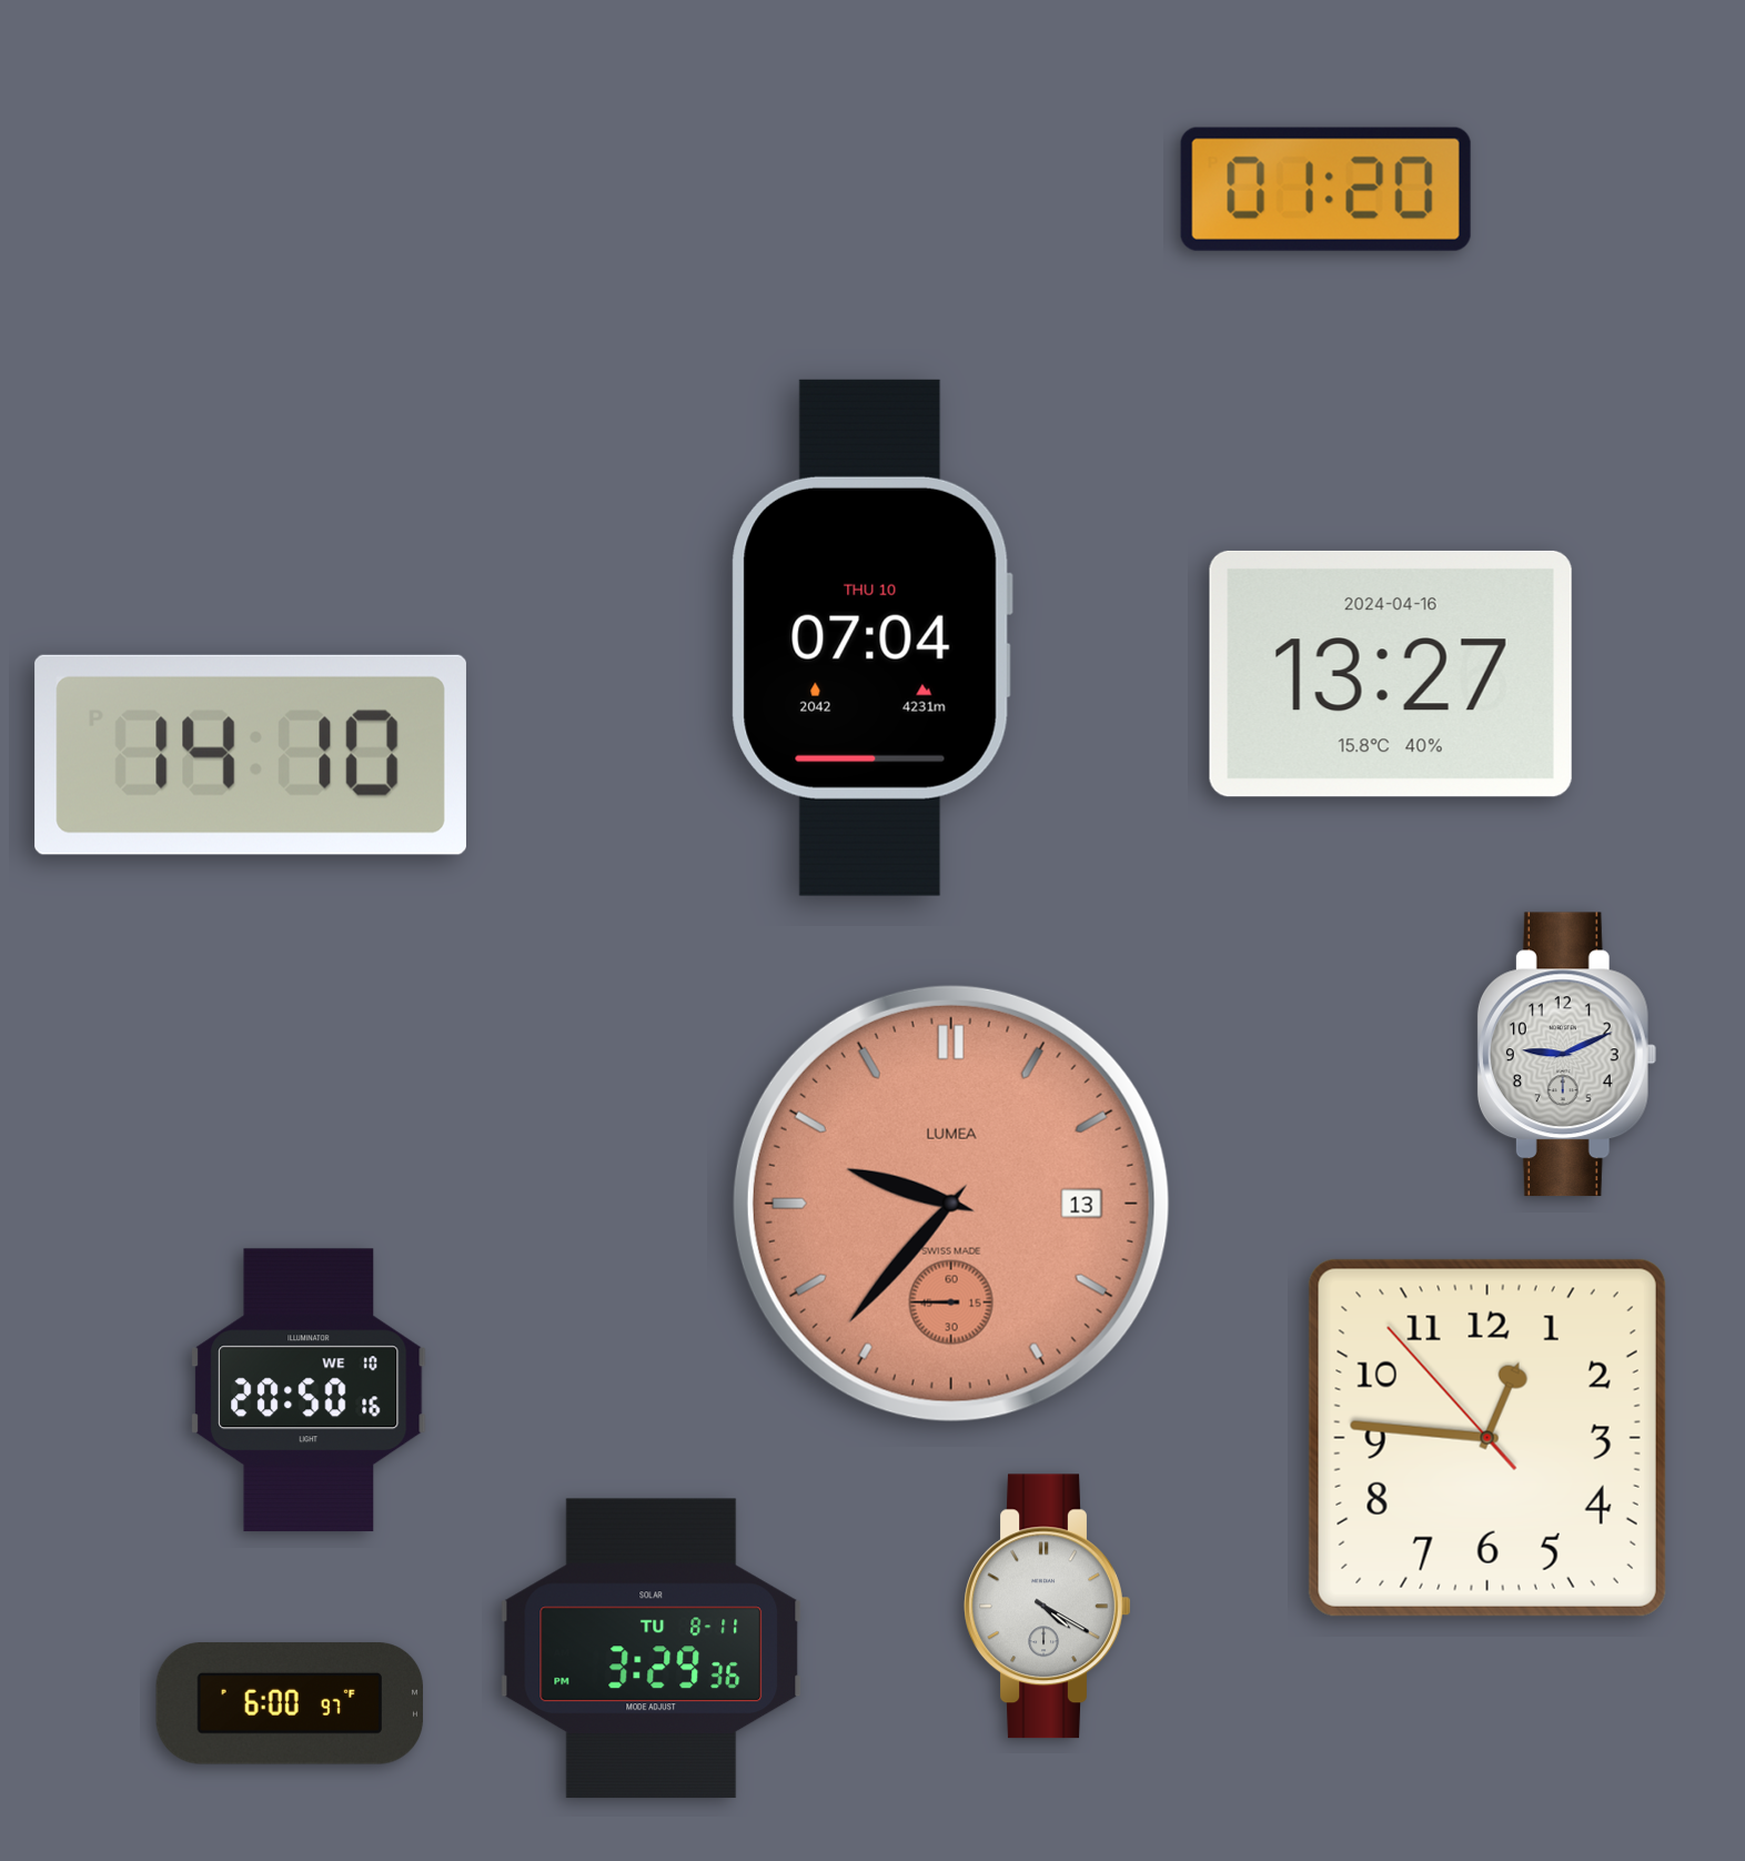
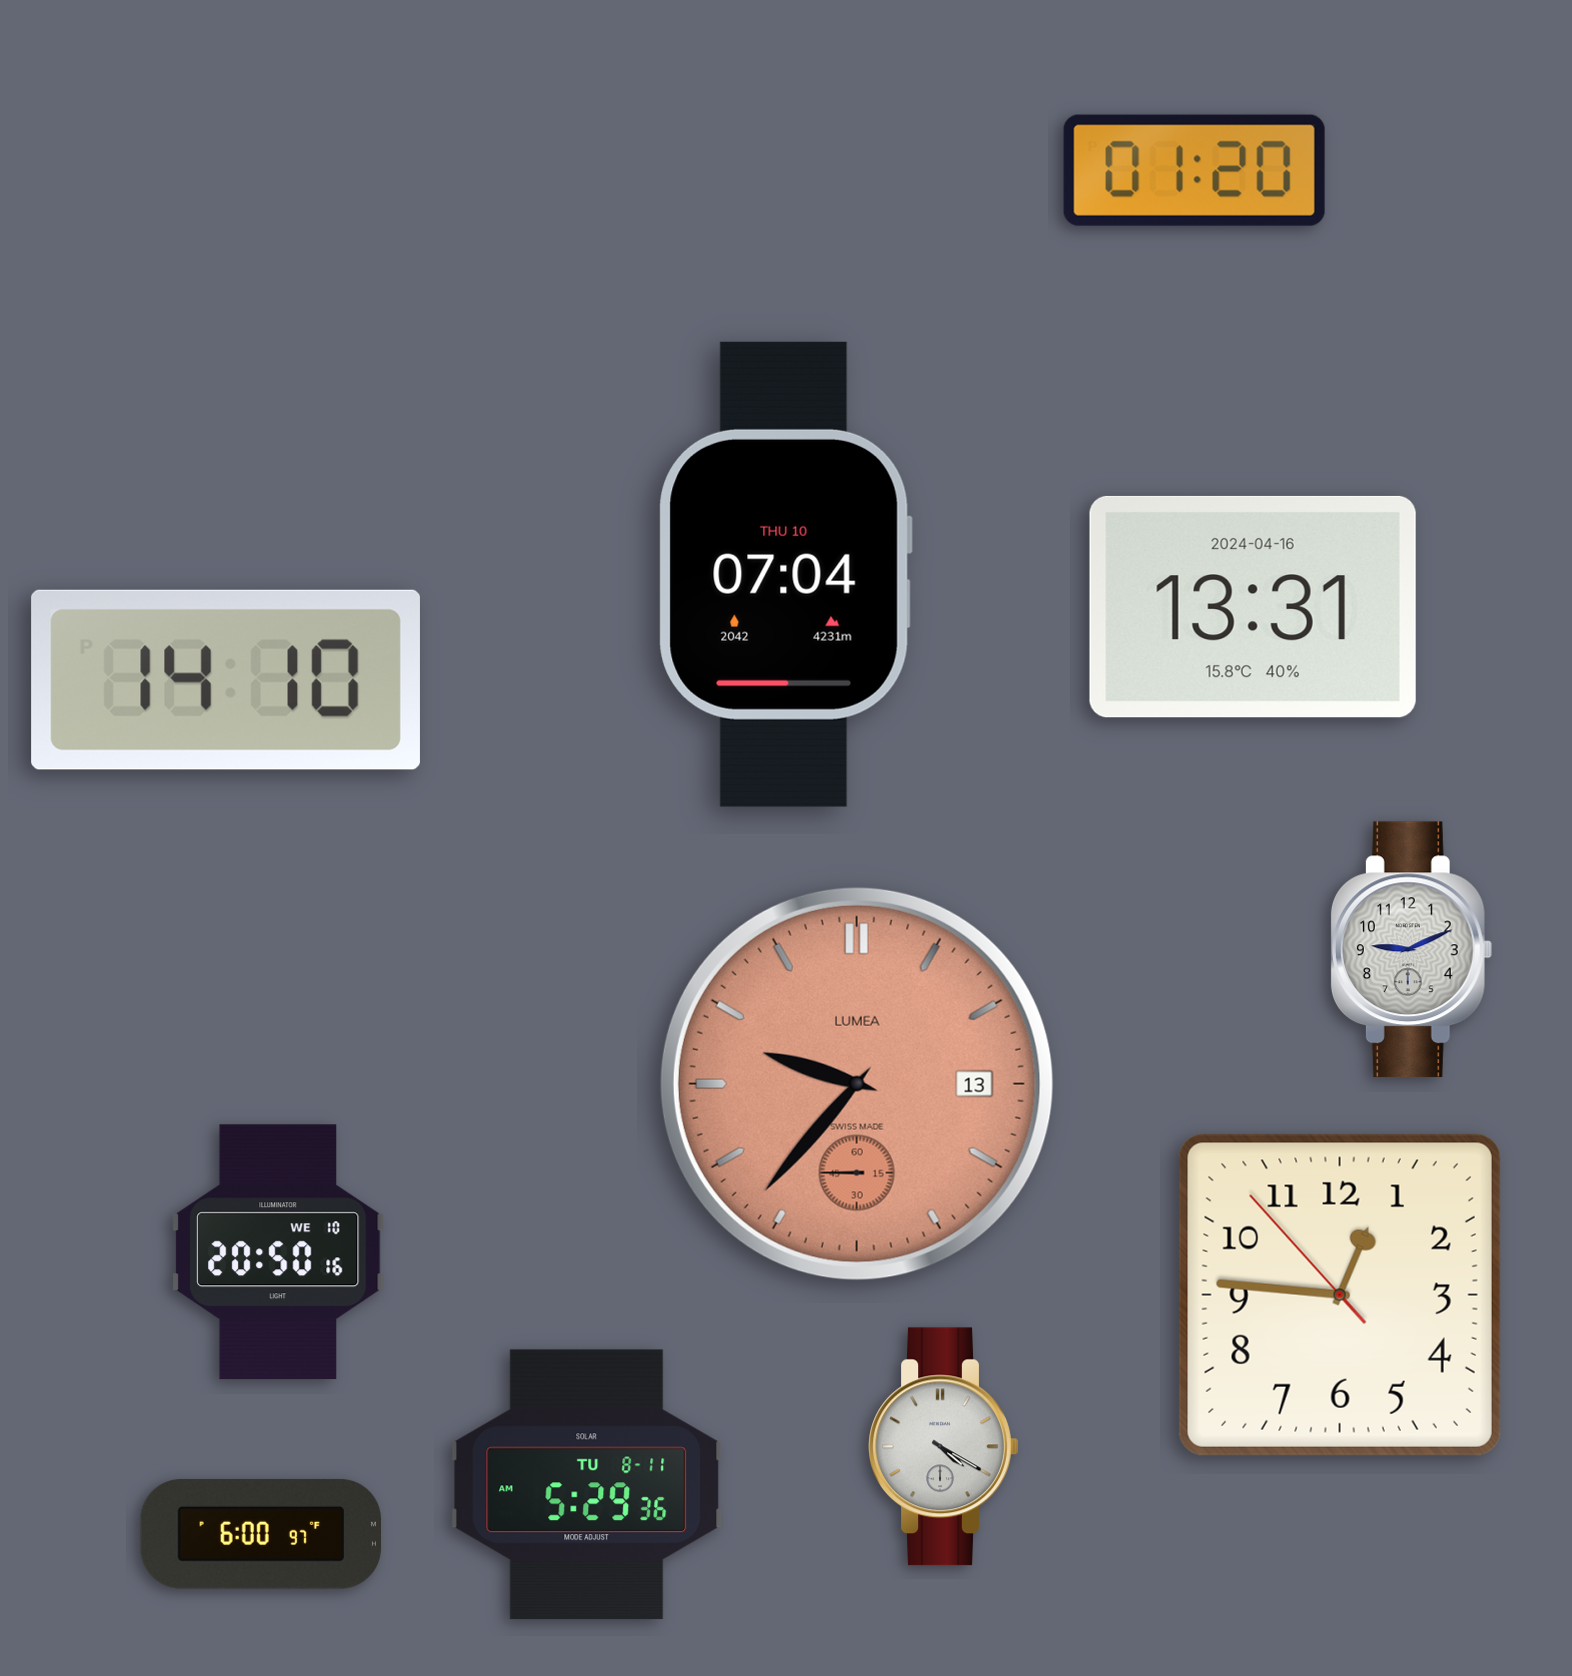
clock at (1391, 674): 13:27 -> 13:31
clock at (652, 1649): 3:29 -> 5:29
